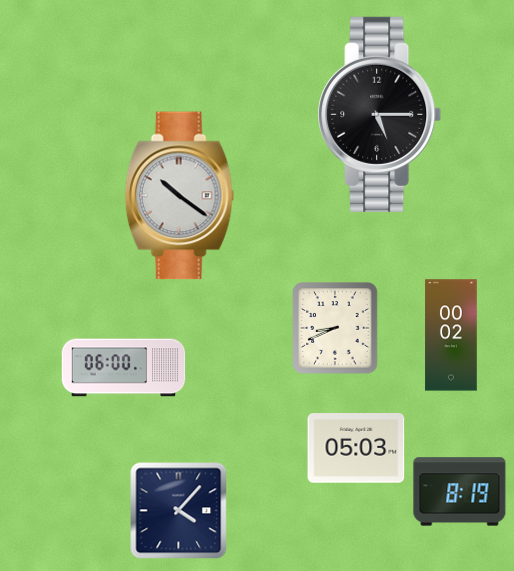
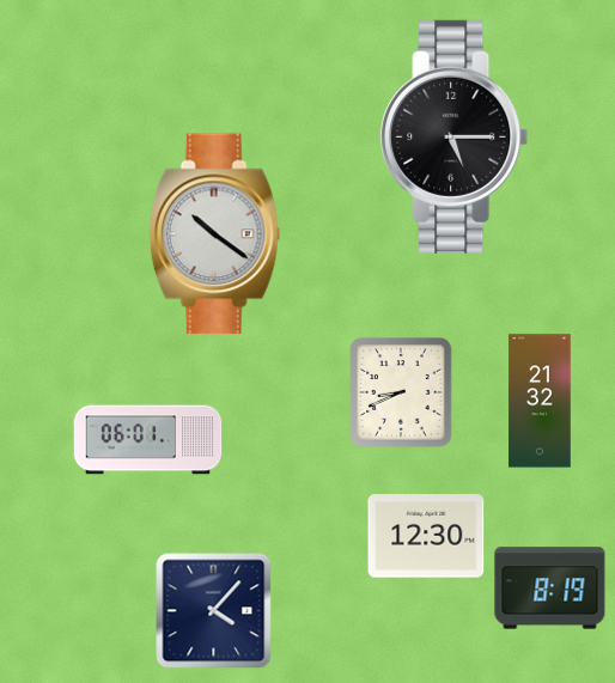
clock at (451, 335): 00:02 -> 21:32
clock at (124, 368): 06:00 -> 06:01
clock at (356, 448): 05:03 -> 12:30
